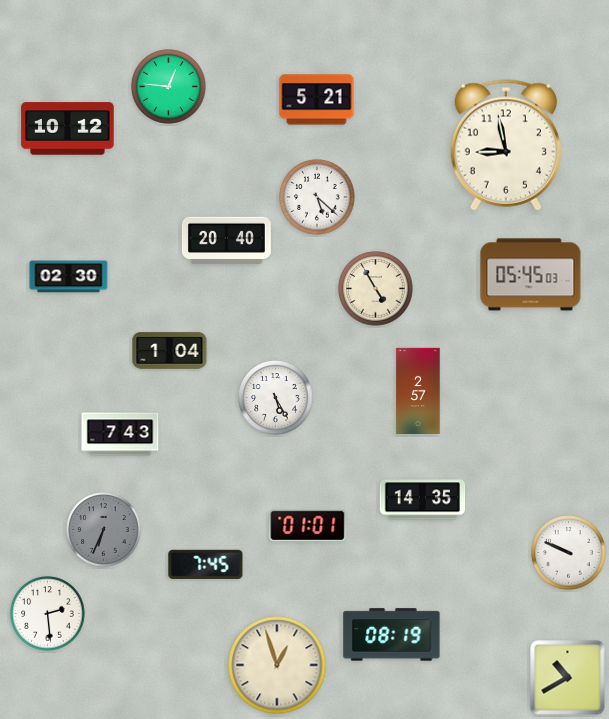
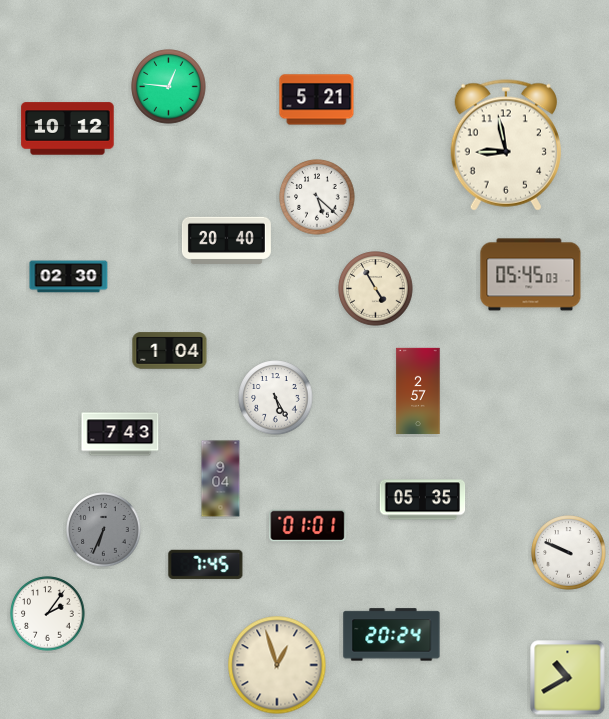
clock at (221, 479): none -> 9:04
clock at (423, 500): 14:35 -> 05:35
clock at (48, 614): 2:29 -> 2:06
clock at (392, 635): 08:19 -> 20:24
